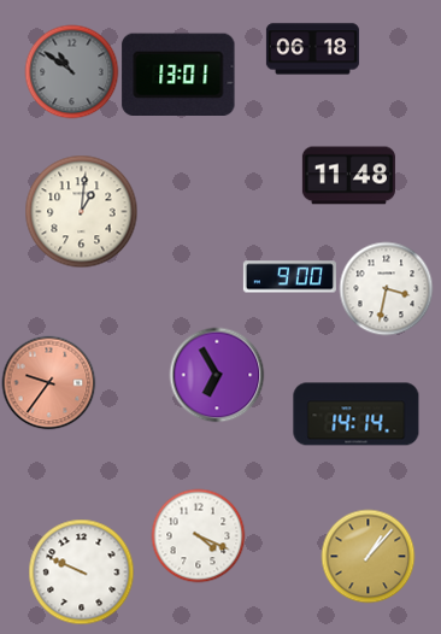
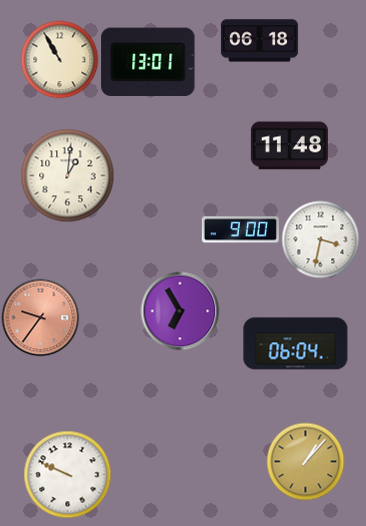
clock at (71, 71): 10:51 -> 10:55
clock at (71, 71) dial: grey -> cream
clock at (357, 415): 14:14 -> 06:04
clock at (198, 535): 4:19 -> none
